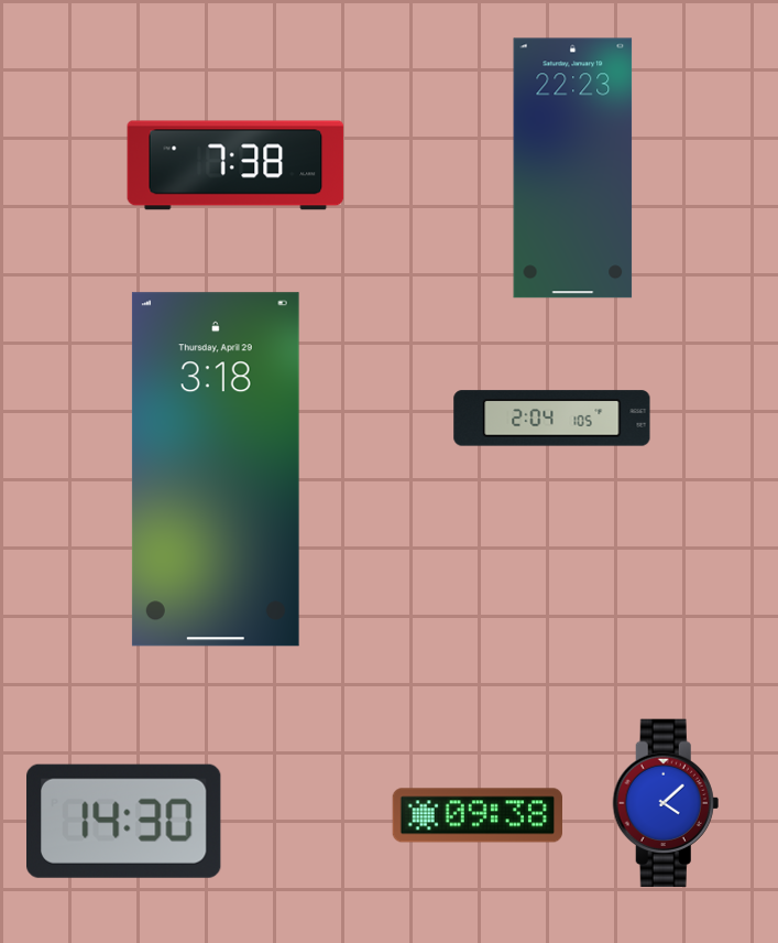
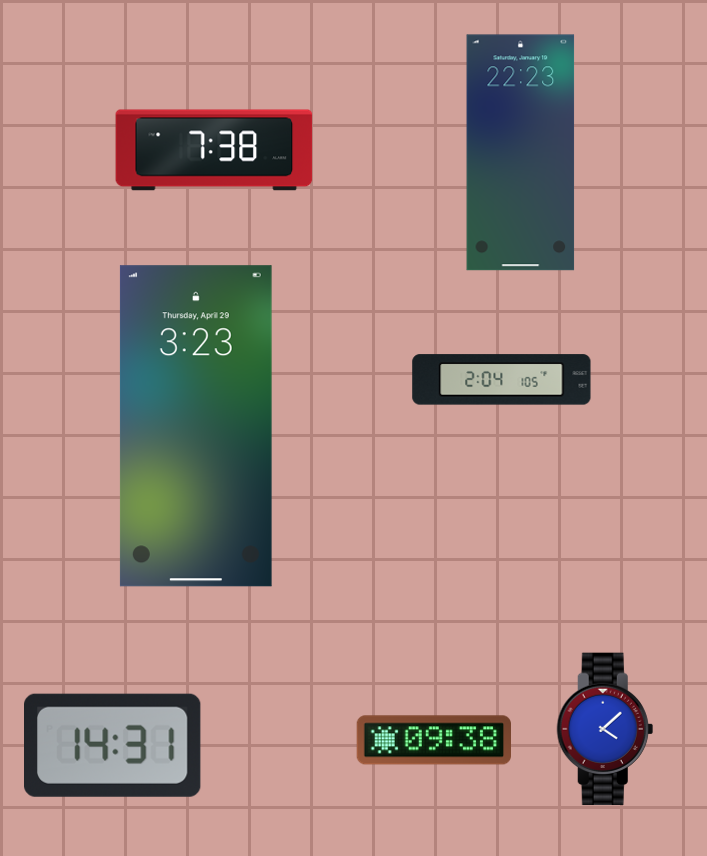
clock at (216, 469): 3:18 -> 3:23
clock at (124, 821): 14:30 -> 14:31
